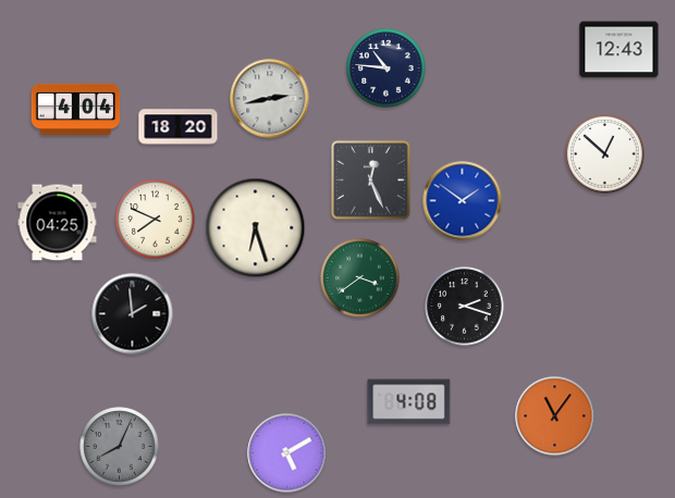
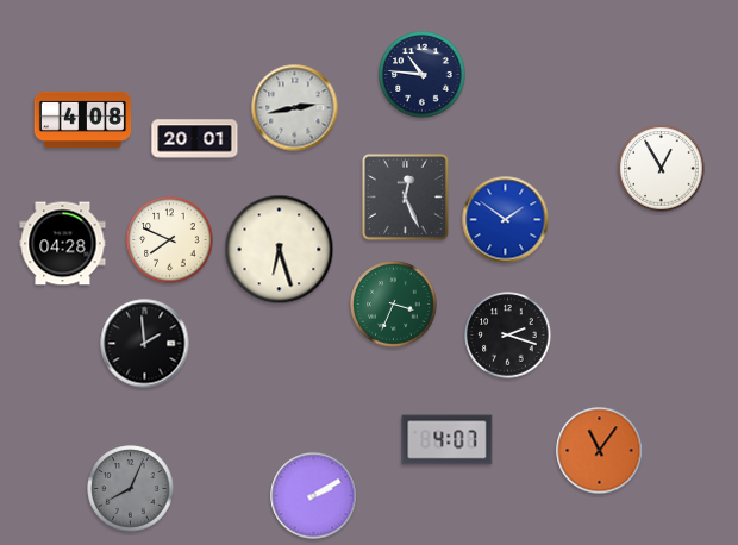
clock at (619, 50): 12:43 -> none
clock at (76, 109): 4:04 -> 4:08
clock at (179, 127): 18:20 -> 20:01
clock at (605, 154): 12:52 -> 12:55
clock at (58, 223): 04:25 -> 04:28
clock at (360, 278): 3:39 -> 3:34
clock at (409, 402): 4:08 -> 4:07
clock at (555, 416) position: (555, 416) -> (600, 451)
clock at (287, 453): 5:10 -> 2:10
